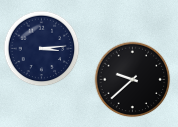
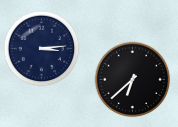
clock at (133, 80): 9:38 -> 6:38
